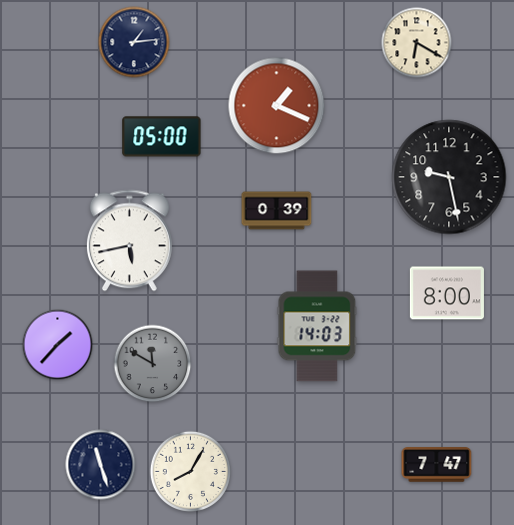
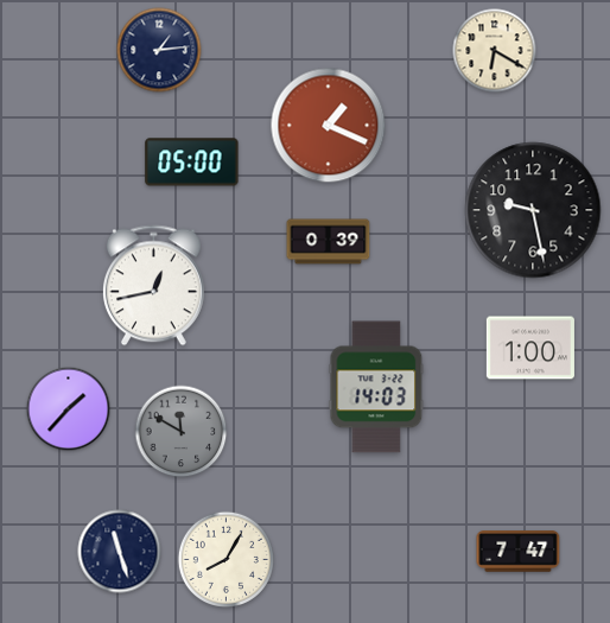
clock at (277, 211) position: (277, 211) -> (329, 242)
clock at (129, 241): 5:43 -> 12:43
clock at (447, 293): 8:00 -> 1:00
